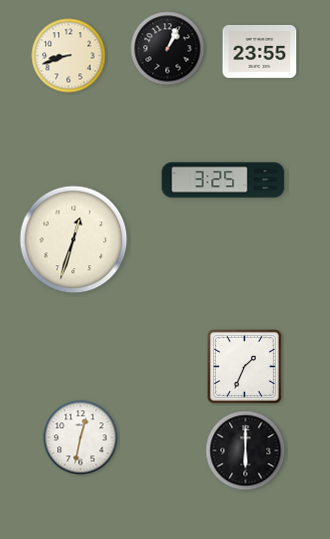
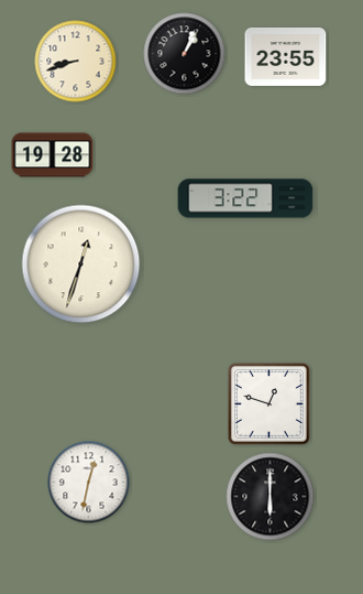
clock at (53, 155): none -> 19:28
clock at (223, 180): 3:25 -> 3:22
clock at (245, 367): 1:34 -> 12:48
